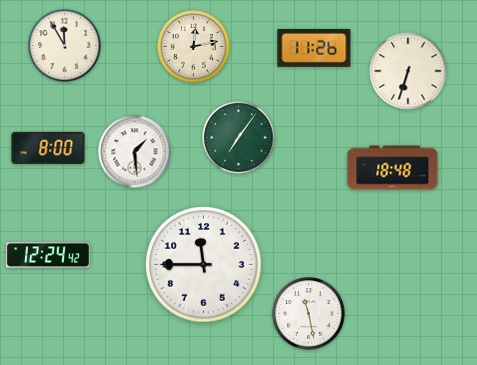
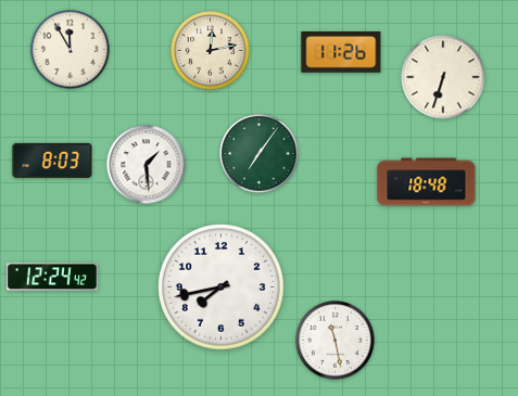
clock at (239, 138) position: (239, 138) -> (260, 154)
clock at (48, 148): 8:00 -> 8:03
clock at (204, 265): 11:45 -> 7:43
